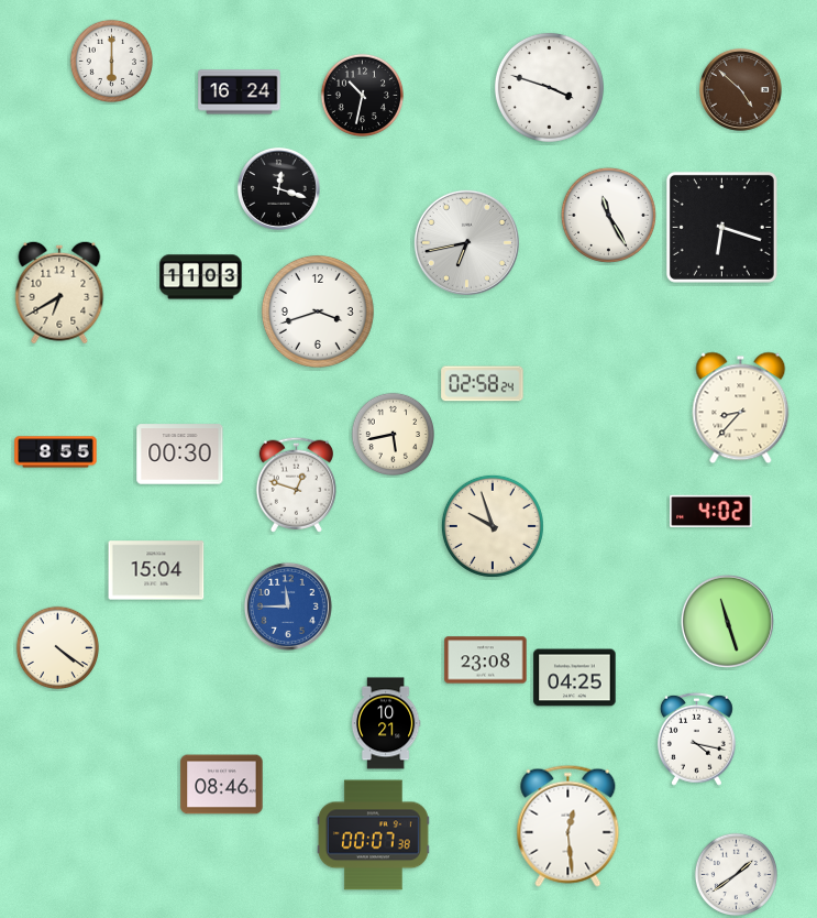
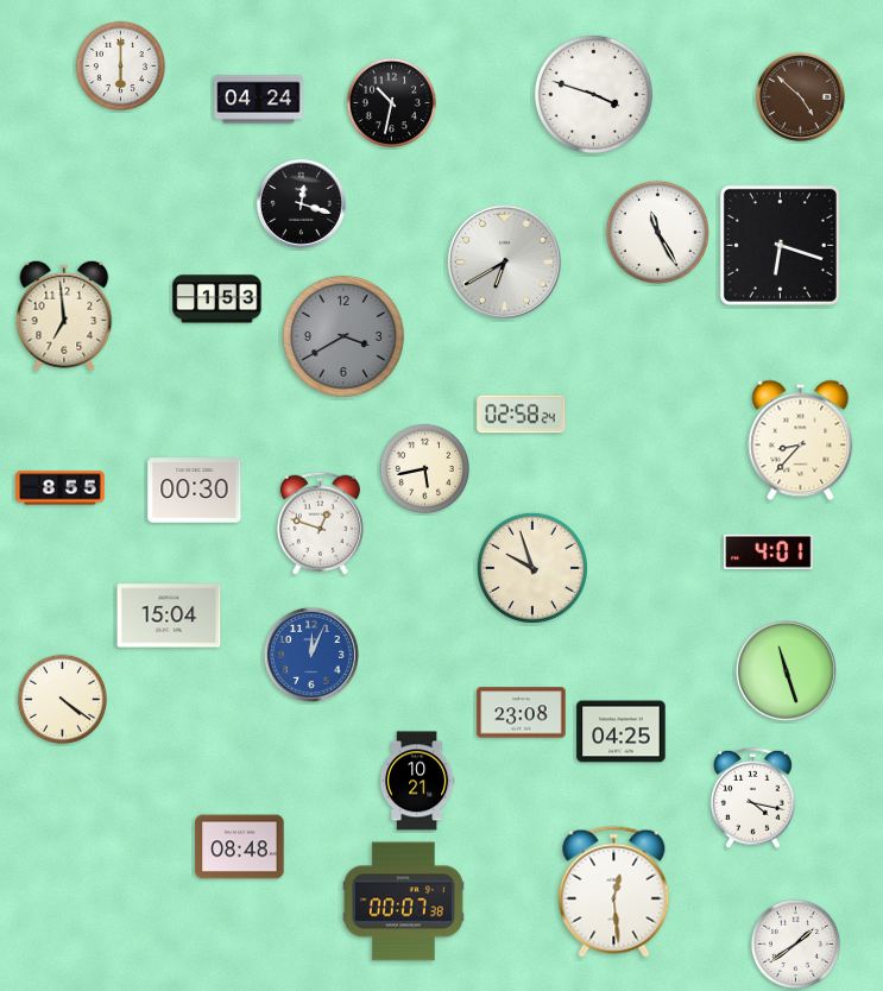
clock at (240, 92): 16:24 -> 04:24
clock at (466, 242): 6:43 -> 6:40
clock at (201, 277): 11:03 -> 1:53
clock at (59, 293): 6:40 -> 6:59
clock at (318, 312): 3:42 -> 3:40
clock at (318, 312) dial: white -> grey
clock at (711, 511): 4:02 -> 4:01
clock at (288, 606): 11:45 -> 12:04
clock at (486, 660) position: (486, 660) -> (522, 713)
clock at (222, 785): 08:46 -> 08:48
